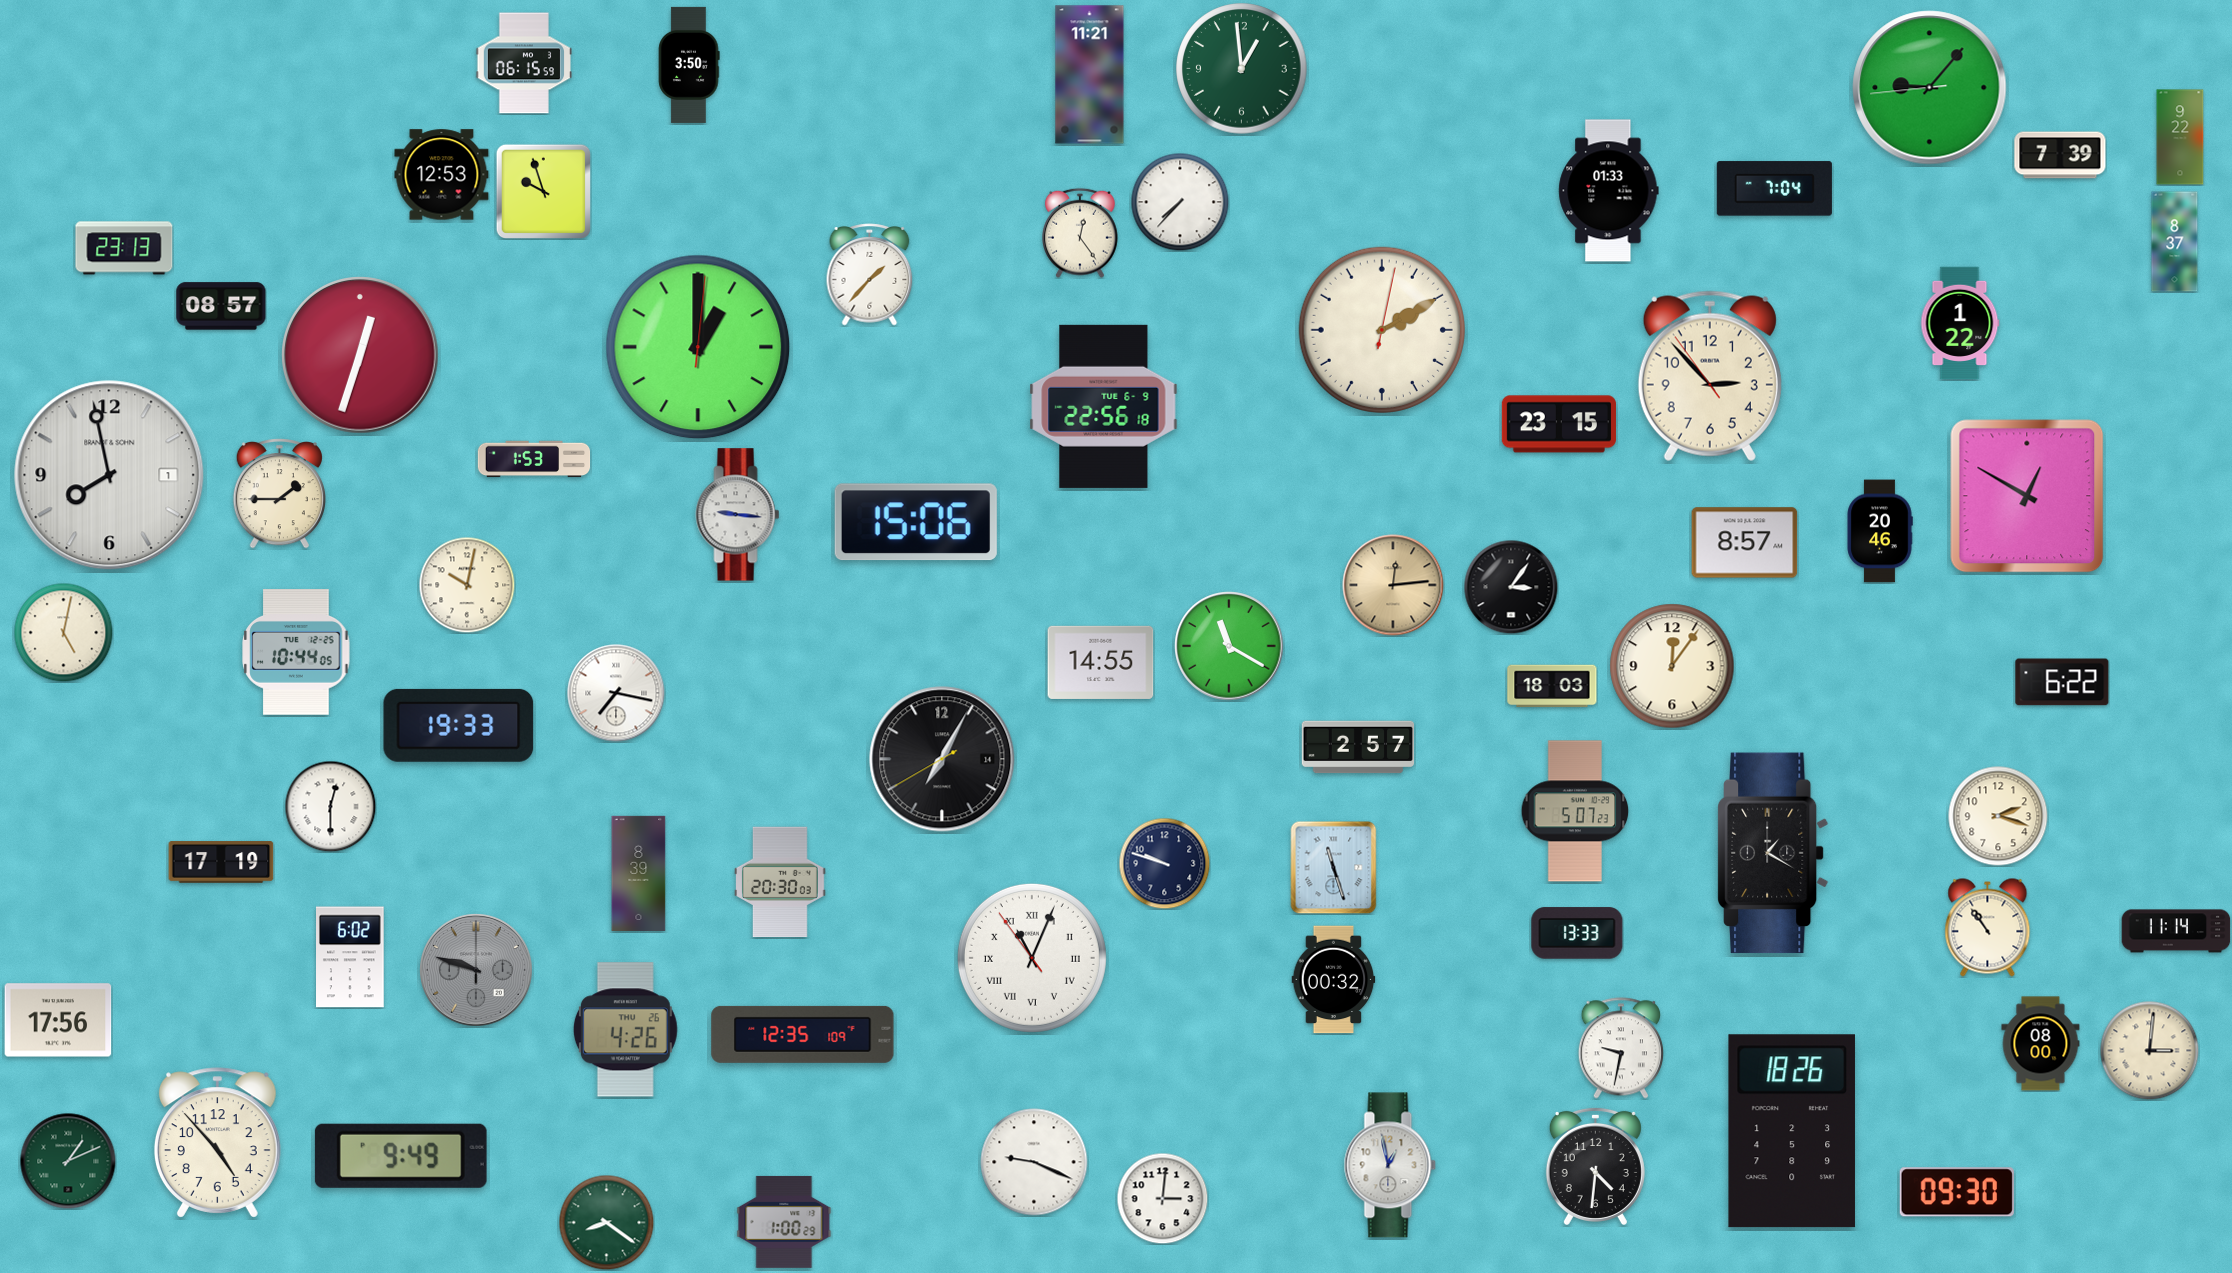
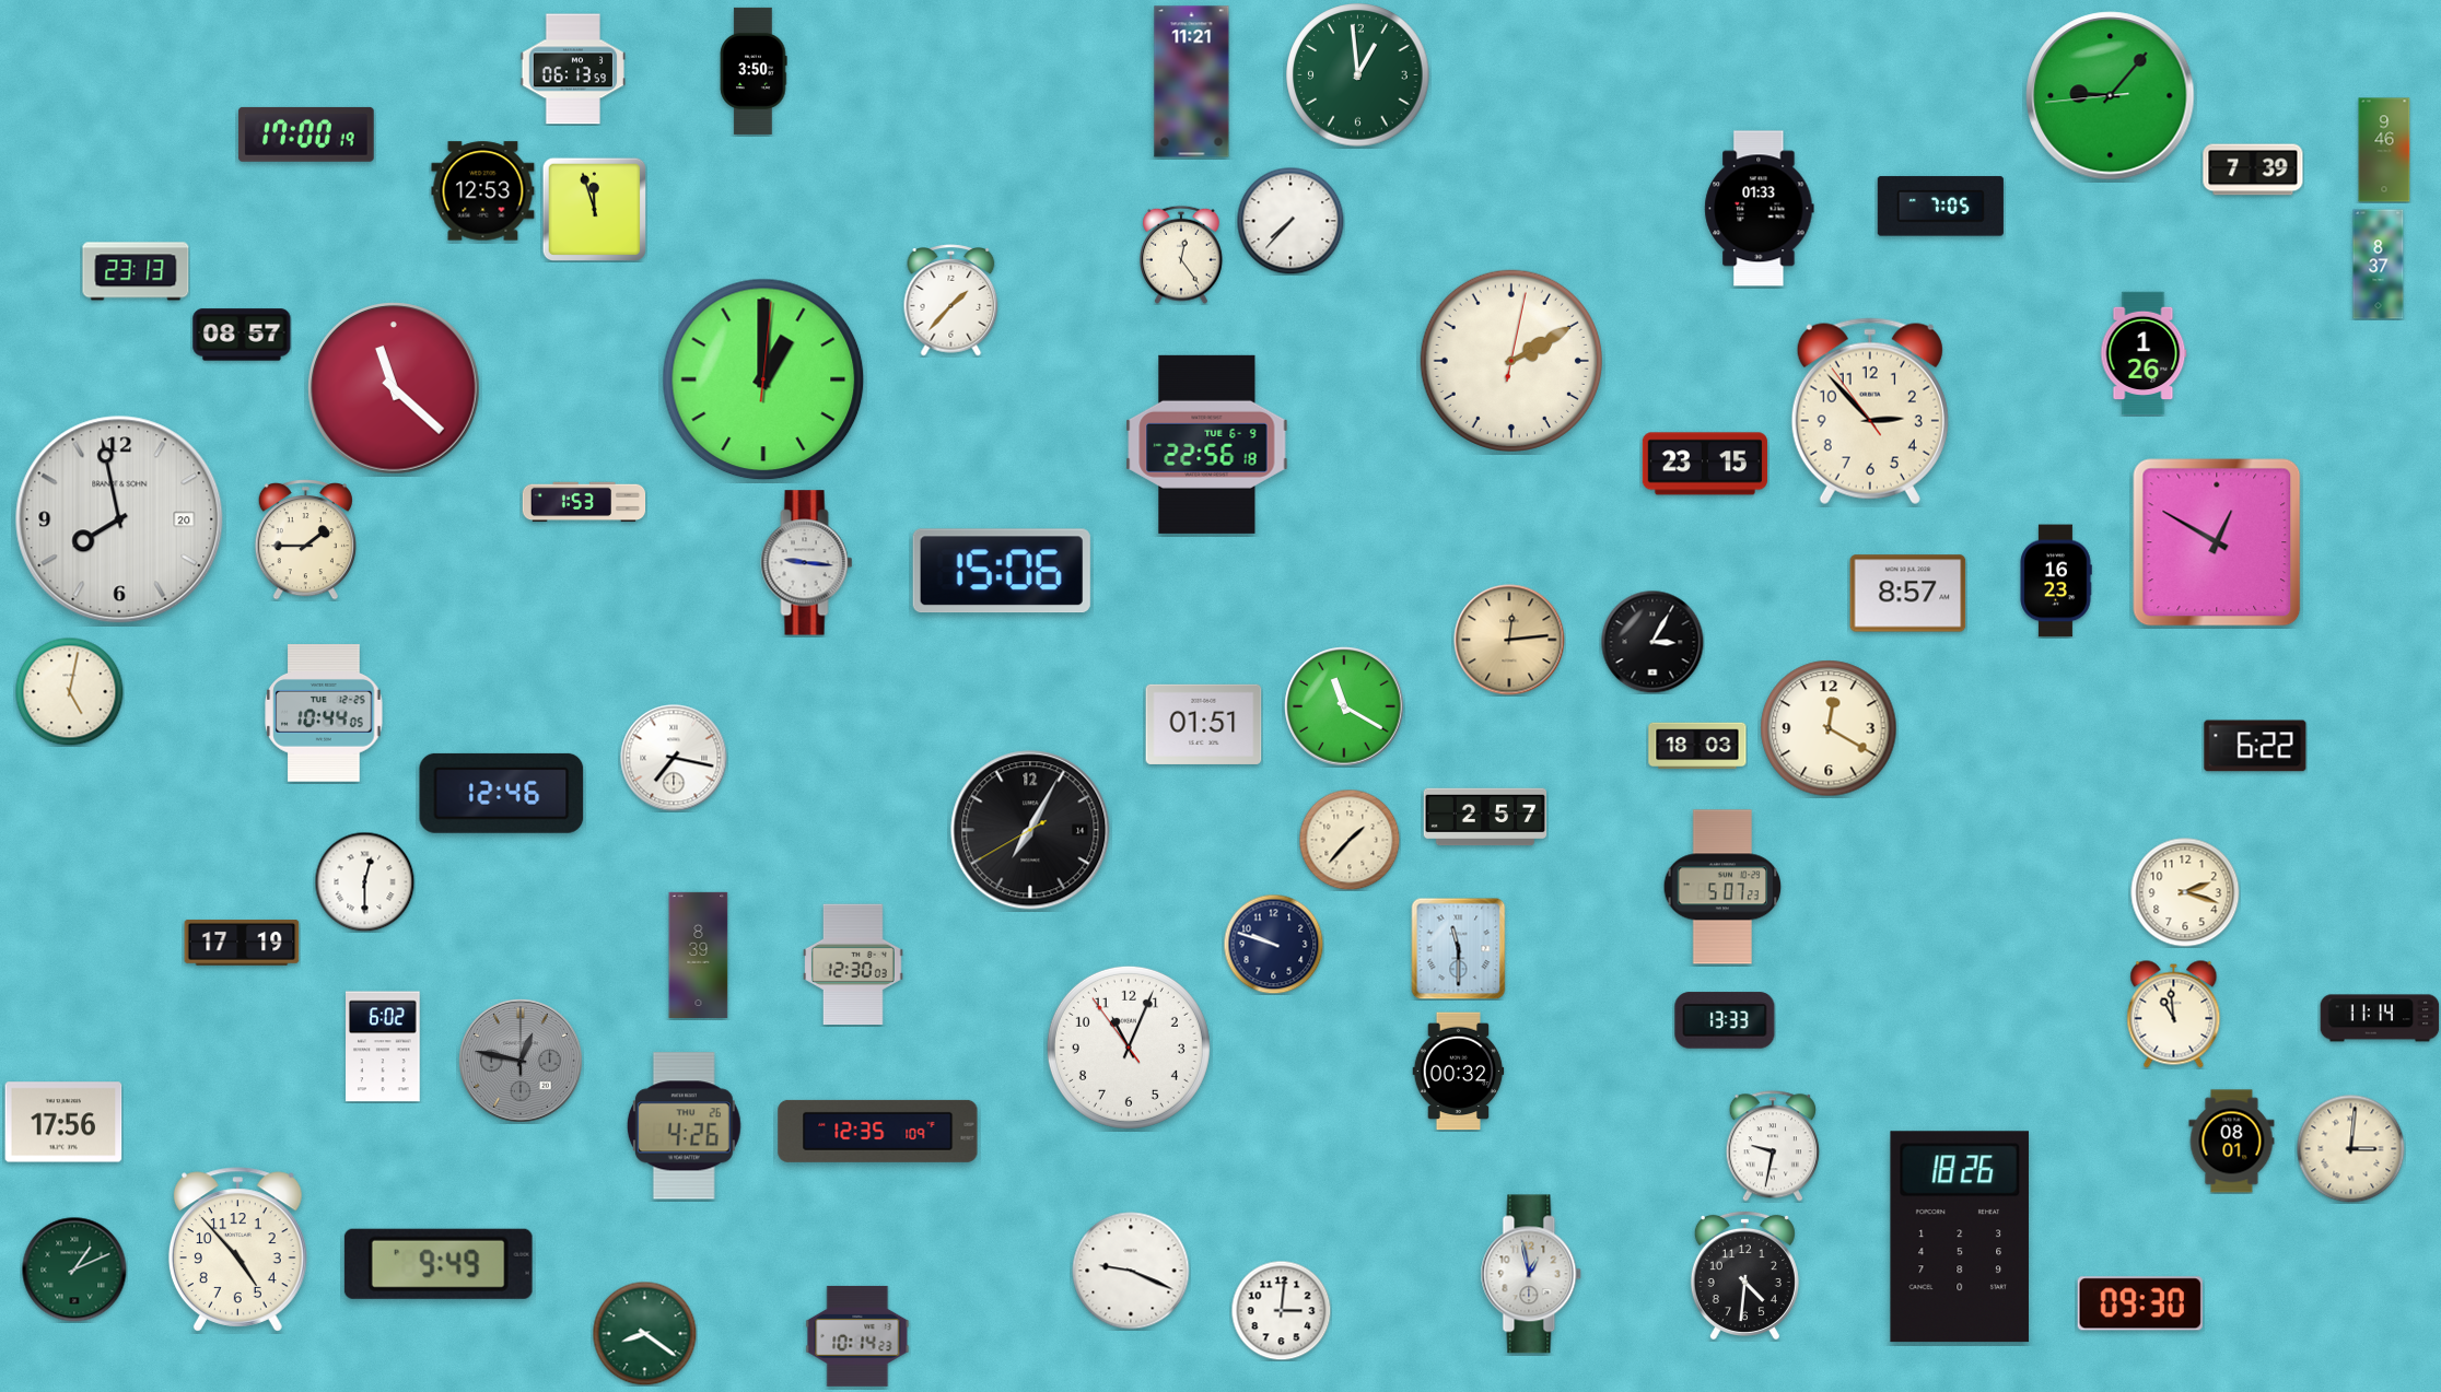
clock at (524, 63): 06:15 -> 06:13
clock at (306, 134): none -> 17:00
clock at (2180, 137): 9:22 -> 9:46
clock at (1774, 189): 7:04 -> 7:05
clock at (543, 191): 9:57 -> 11:57
clock at (1960, 323): 1:22 -> 1:26
clock at (361, 356): 12:33 -> 11:22
clock at (109, 475) date: 1 -> 20
clock at (1880, 531): 20:46 -> 16:23
clock at (467, 585): 10:02 -> none
clock at (1393, 585) position: (1393, 585) -> (1509, 640)
clock at (1511, 587): 3:06 -> 3:05
clock at (1101, 662): 14:55 -> 01:51
clock at (1672, 666): 12:06 -> 12:20
clock at (1552, 686) position: (1552, 686) -> (1697, 746)
clock at (459, 725): 19:33 -> 12:46
clock at (1350, 840): none -> 1:37
clock at (330, 806) position: (330, 806) -> (364, 881)
clock at (1774, 853): 1:20 -> none
clock at (1334, 867): 11:27 -> 11:30
clock at (781, 882): 20:30 -> 12:30
clock at (1988, 928): 10:54 -> 10:59
clock at (1032, 958) numerals: Roman -> Arabic
clock at (477, 971): 9:48 -> 12:47
clock at (58, 1020) position: (58, 1020) -> (63, 1122)
clock at (2041, 1044): 08:00 -> 08:01
clock at (1390, 1165) position: (1390, 1165) -> (1531, 1274)
clock at (1162, 1198) position: (1162, 1198) -> (1281, 1310)
clock at (606, 1222) position: (606, 1222) -> (644, 1333)
clock at (784, 1222): 1:00 -> 10:14
